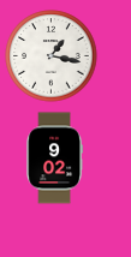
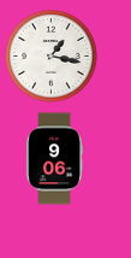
clock at (55, 159): 9:02 -> 9:06
